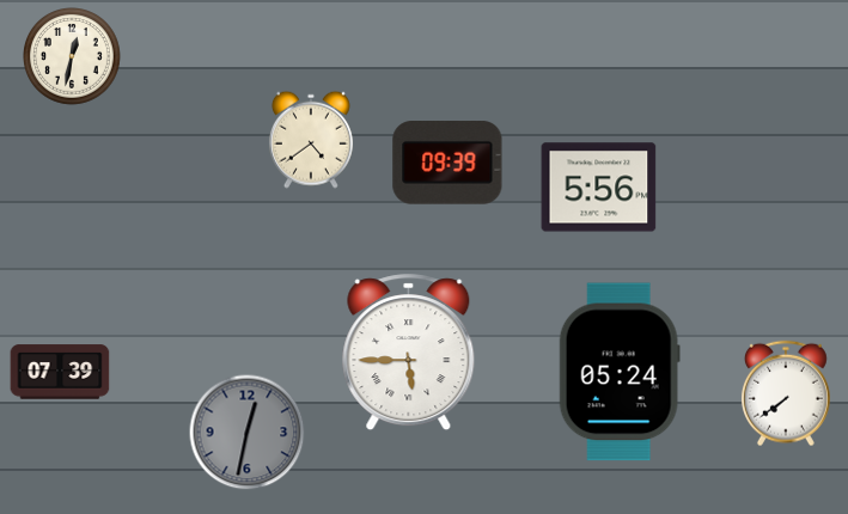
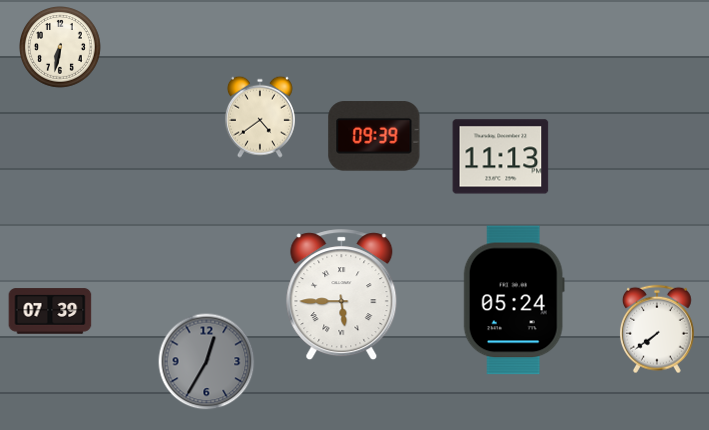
clock at (73, 57): 12:32 -> 6:32
clock at (599, 188): 5:56 -> 11:13
clock at (620, 372) position: (620, 372) -> (514, 300)
clock at (248, 433): 12:32 -> 12:35
